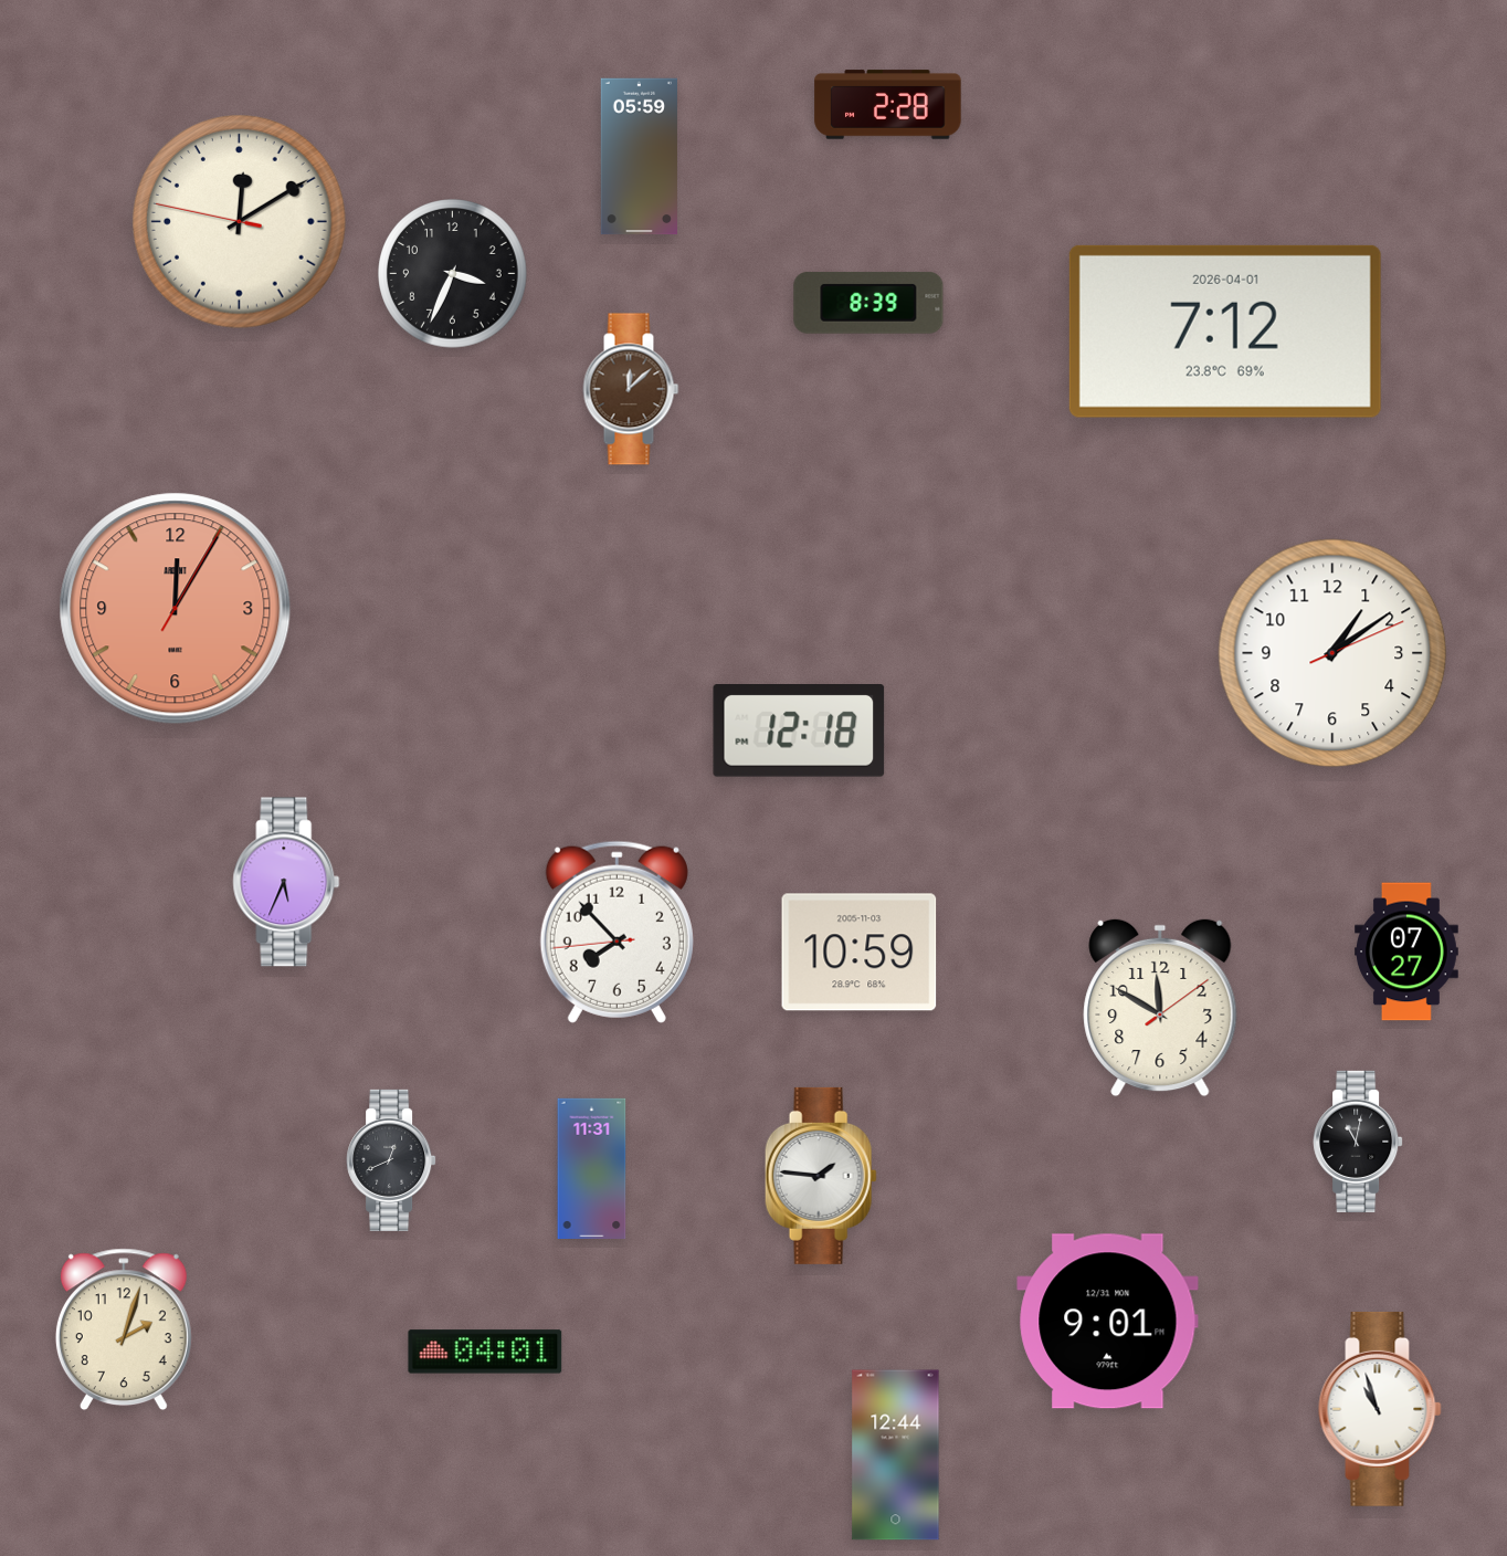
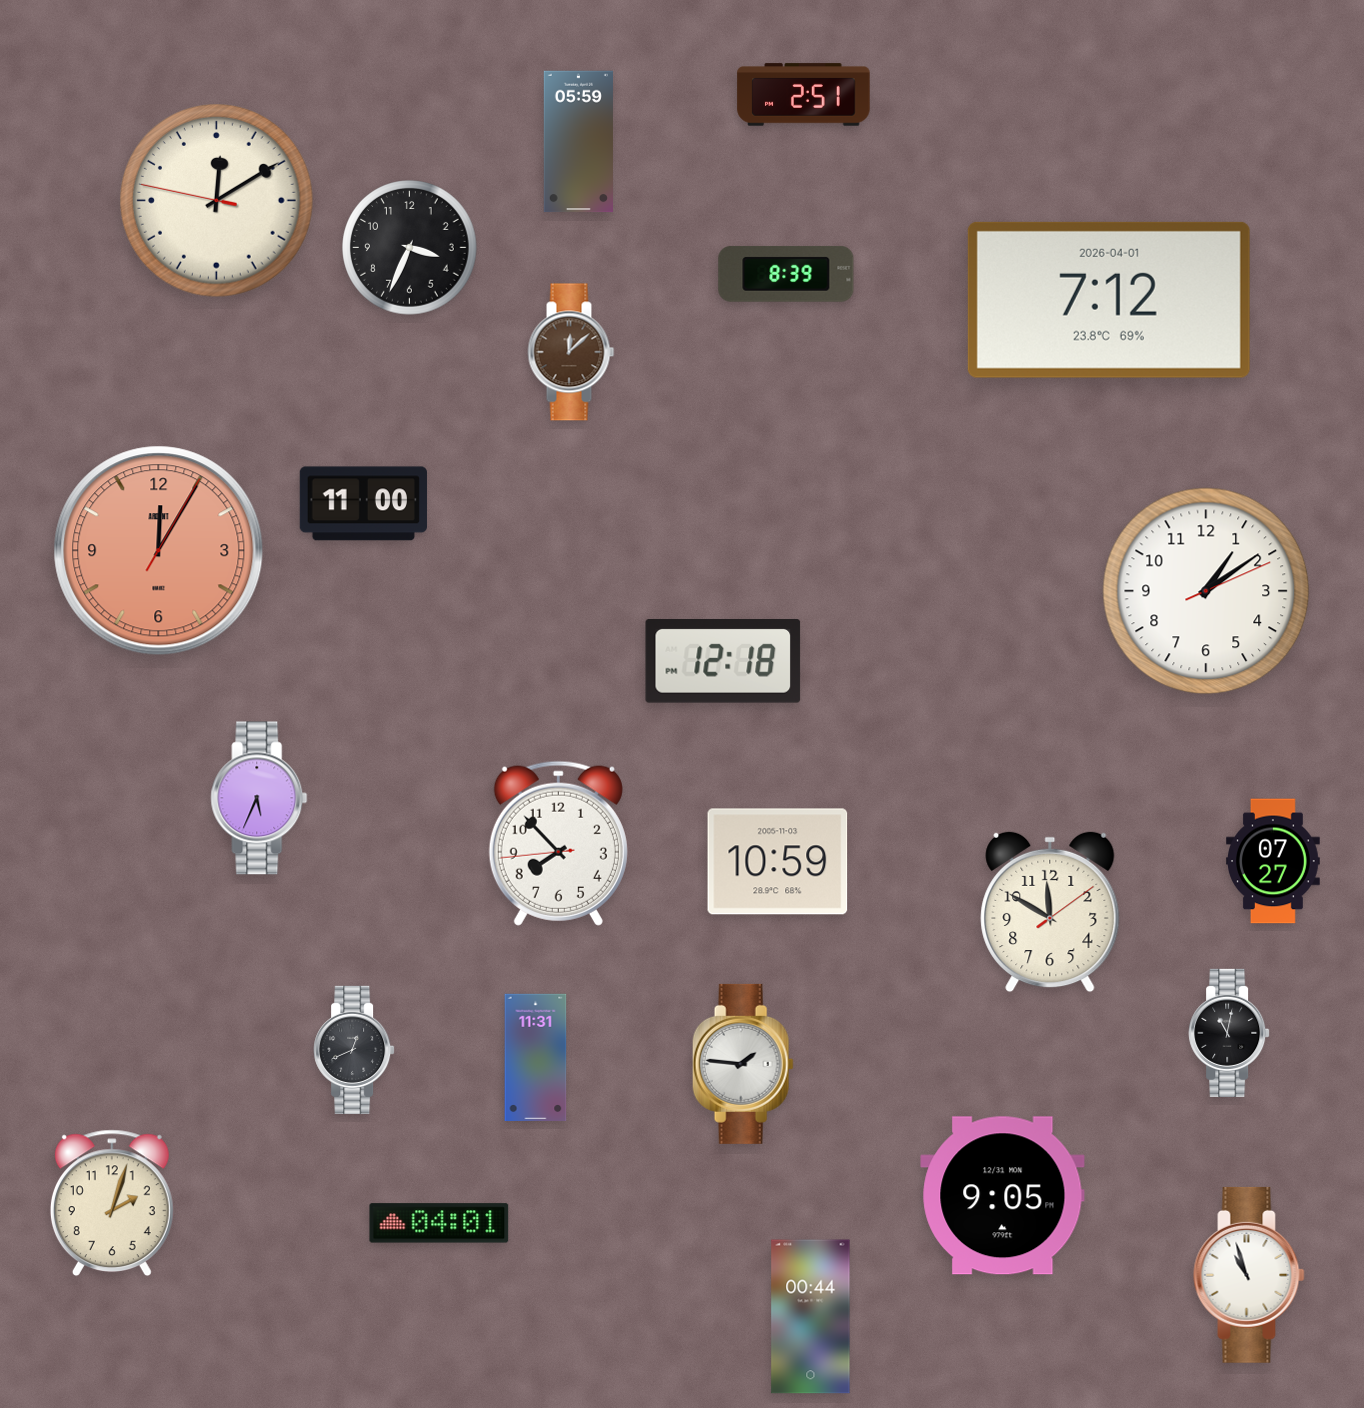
clock at (888, 105): 2:28 -> 2:51
clock at (363, 504): none -> 11:00
clock at (1108, 1322): 9:01 -> 9:05
clock at (896, 1455): 12:44 -> 00:44
